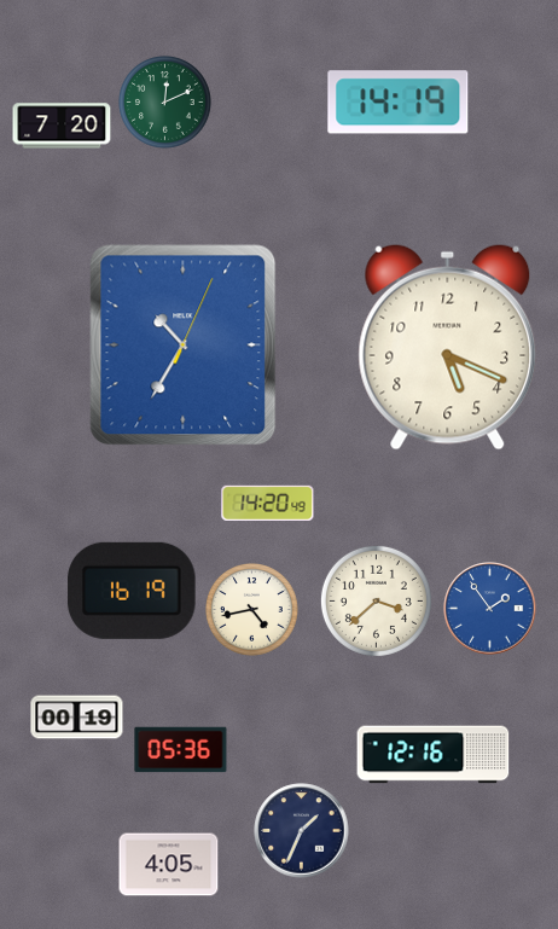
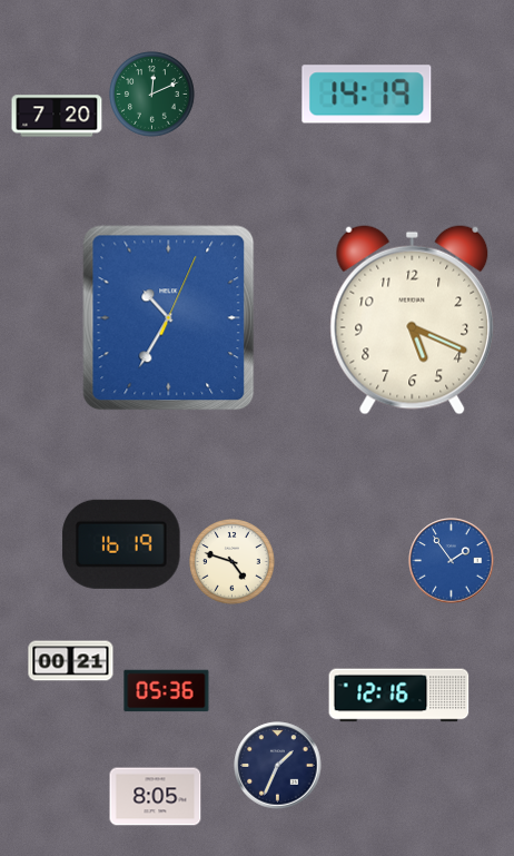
clock at (268, 503): 14:20 -> none
clock at (376, 600): 3:38 -> none
clock at (252, 610): 4:43 -> 4:48
clock at (77, 718): 00:19 -> 00:21
clock at (169, 865): 4:05 -> 8:05
